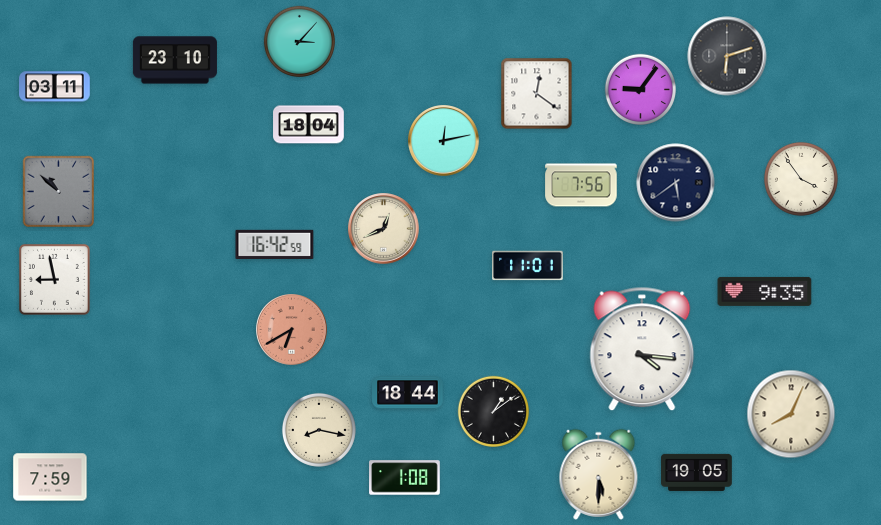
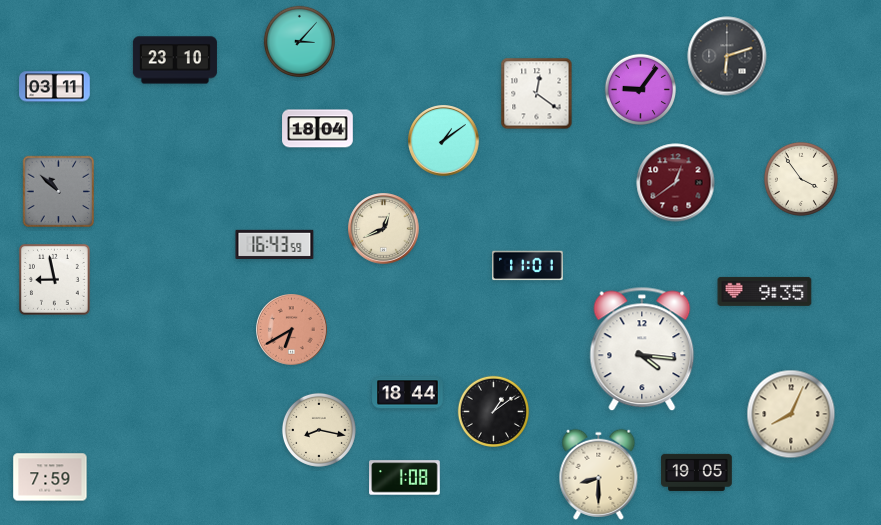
clock at (309, 125) position: (309, 125) -> (318, 129)
clock at (444, 141): 12:13 -> 1:09
clock at (676, 183): 5:39 -> 12:39
clock at (676, 183) dial: navy -> burgundy
clock at (581, 185): 7:56 -> none
clock at (275, 244): 16:42 -> 16:43
clock at (599, 474): 5:30 -> 8:30
